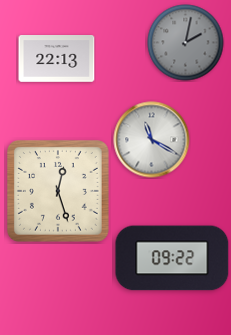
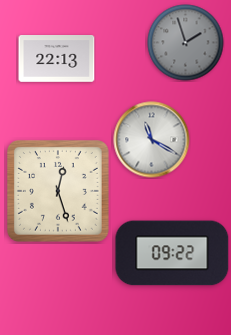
clock at (186, 43): 2:02 -> 1:57
clock at (172, 258) position: (172, 258) -> (172, 253)
